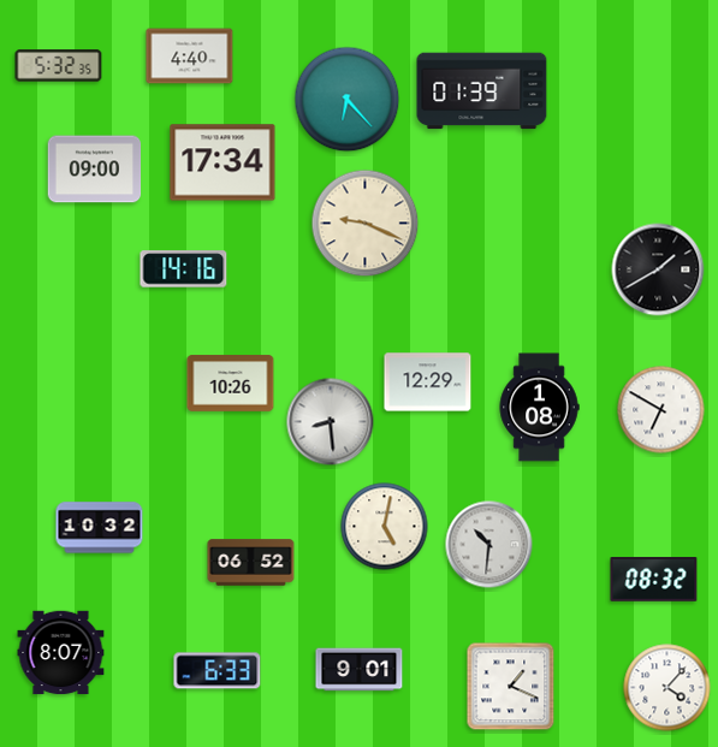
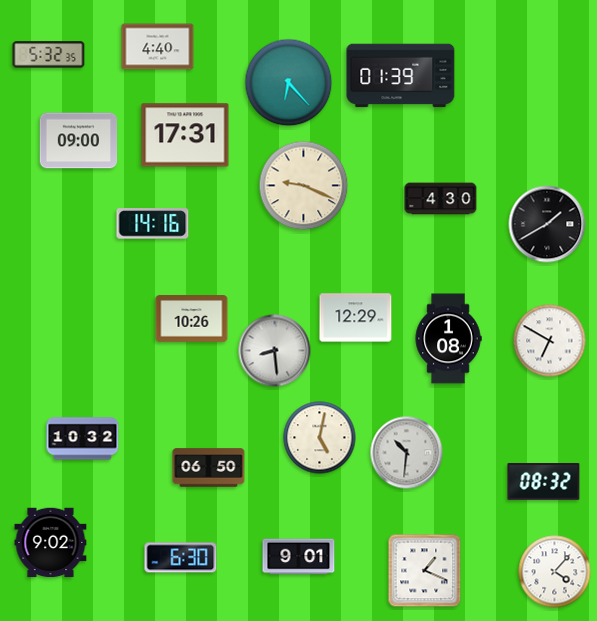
clock at (222, 162): 17:34 -> 17:31
clock at (441, 199): none -> 4:30
clock at (251, 563): 06:52 -> 06:50
clock at (61, 653): 8:07 -> 9:02
clock at (218, 671): 6:33 -> 6:30
